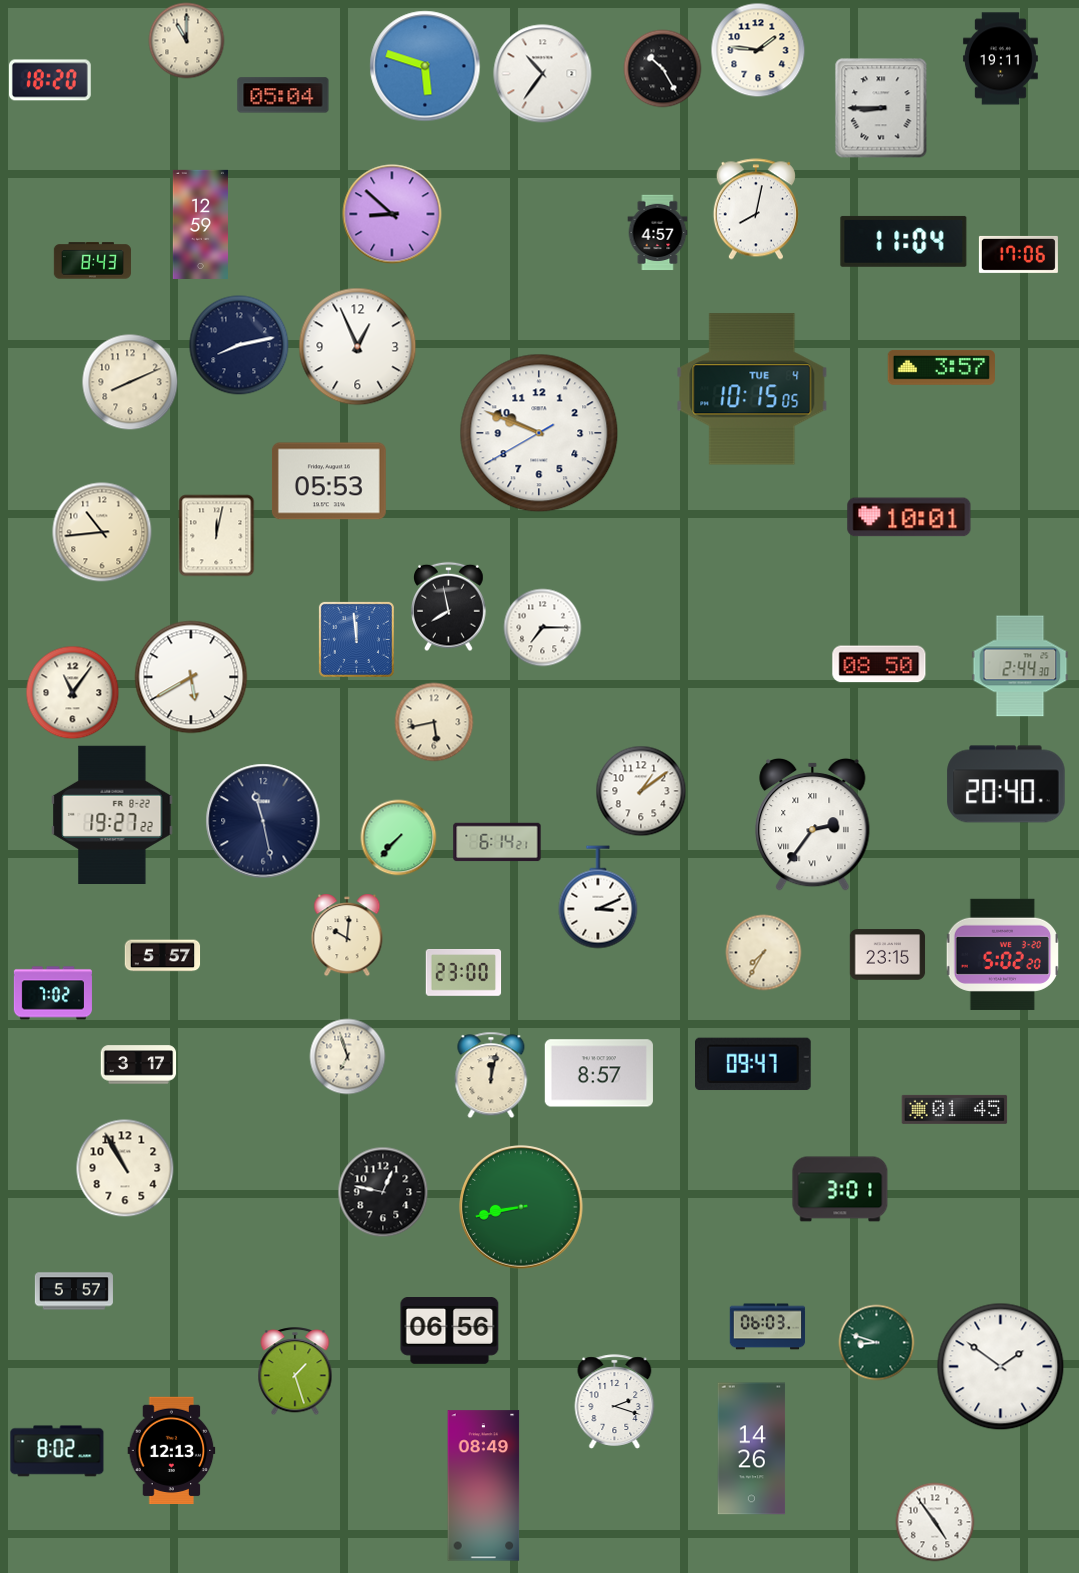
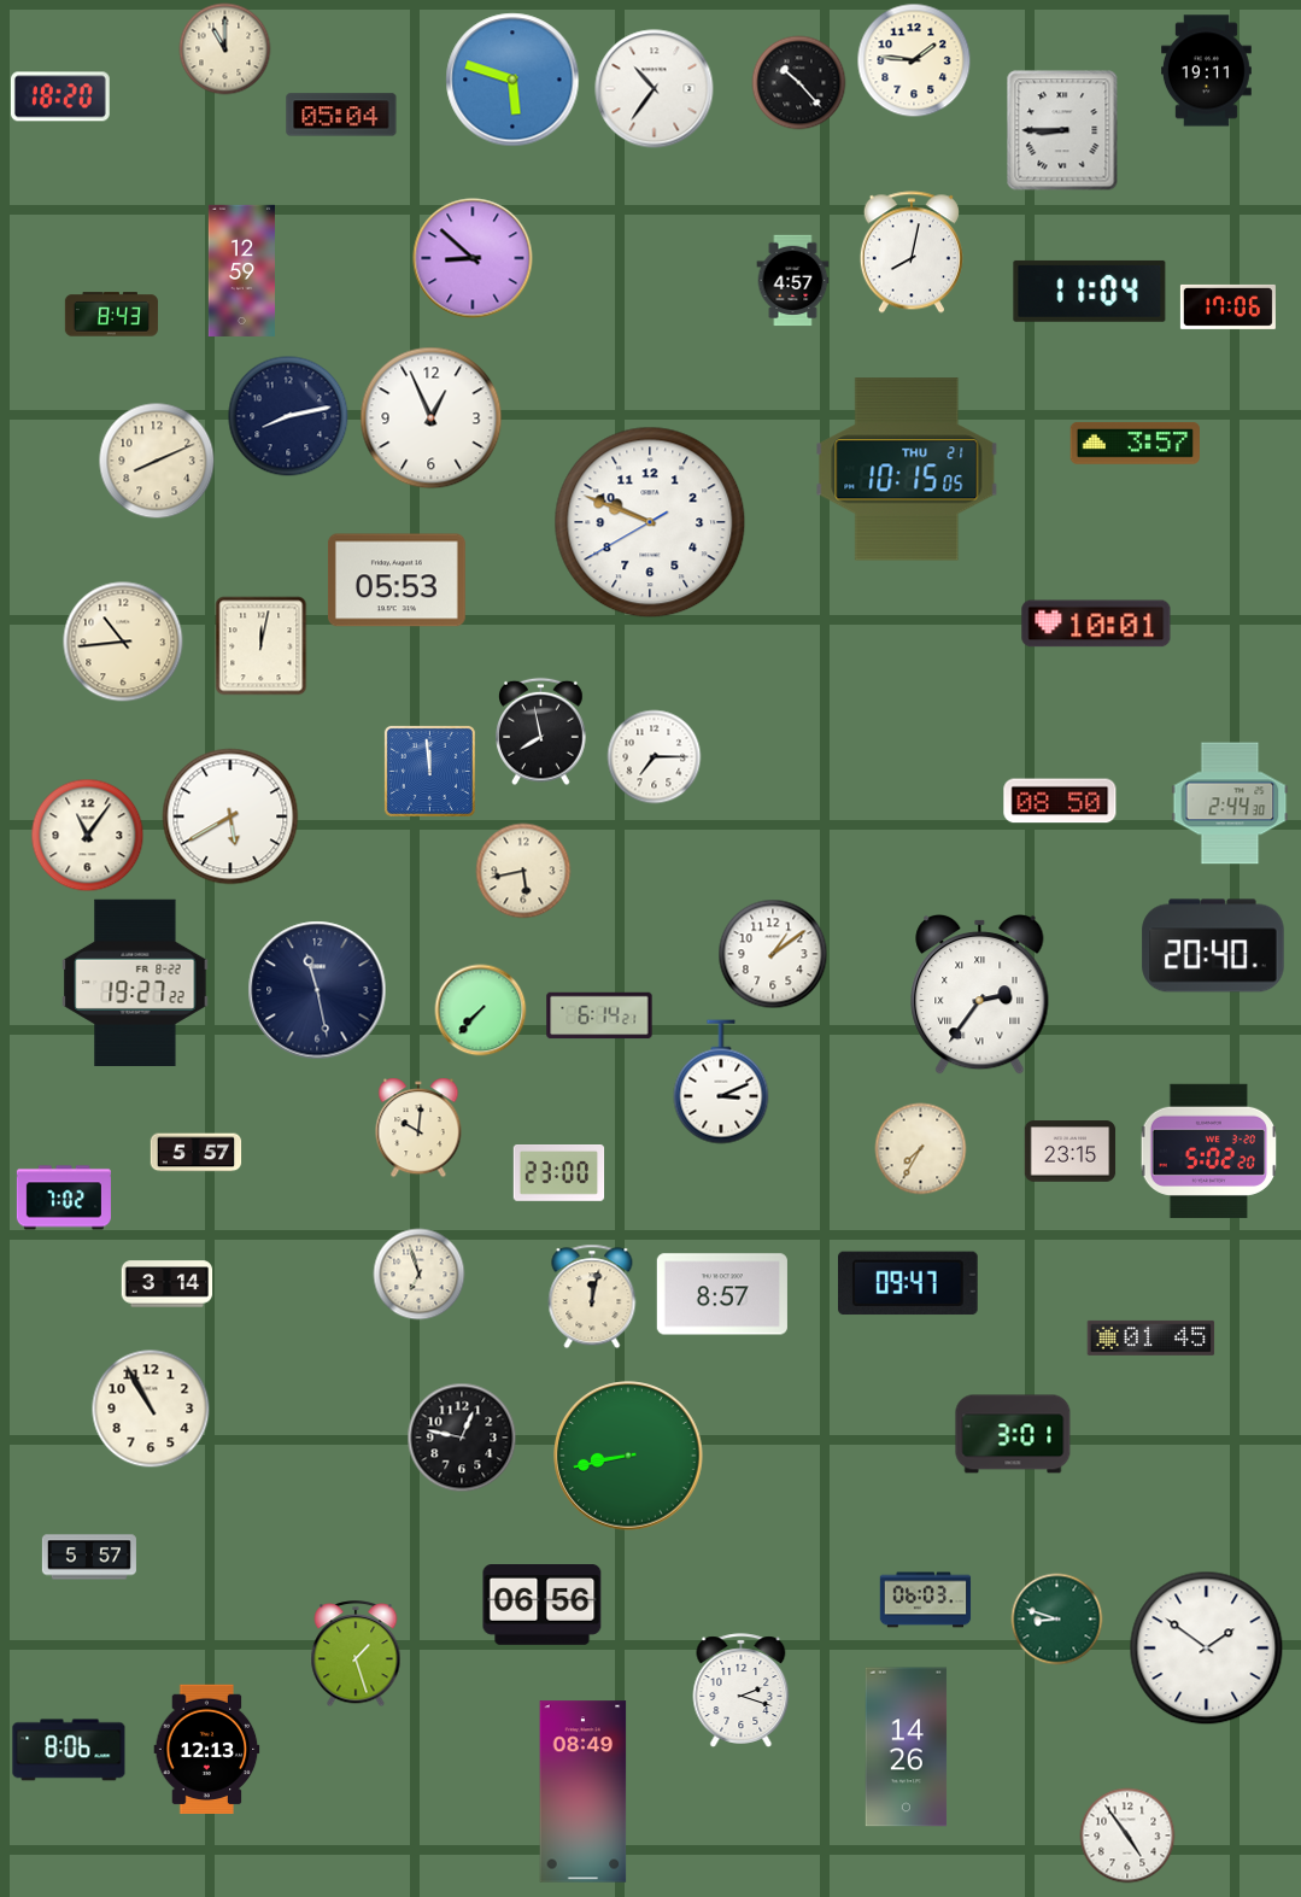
clock at (663, 69): 10:25 -> 10:23
clock at (752, 389) date: TUE 4 -> THU 21
clock at (139, 1065): 3:17 -> 3:14
clock at (57, 1451): 8:02 -> 8:06
